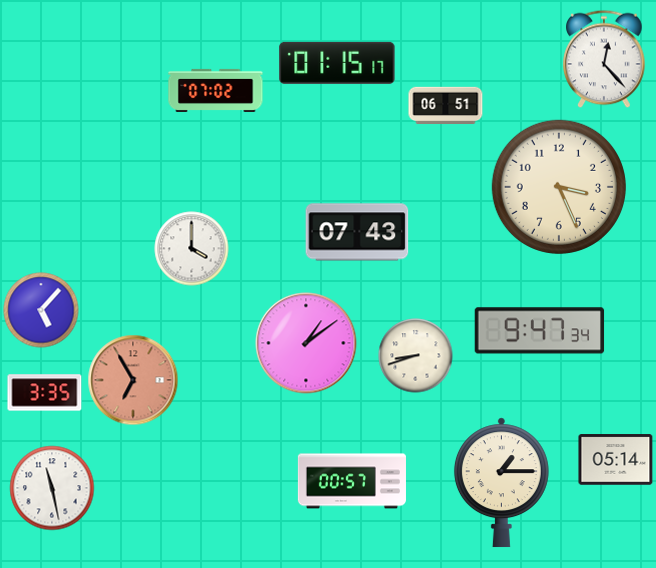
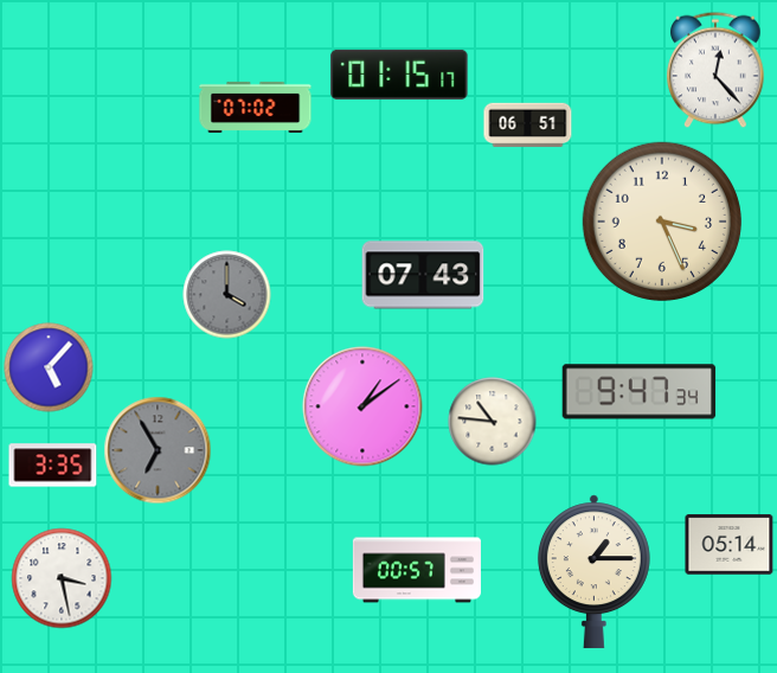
clock at (192, 249) dial: white -> grey
clock at (416, 356): 8:42 -> 10:46
clock at (133, 380) dial: salmon -> grey
clock at (52, 488): 11:28 -> 3:28
